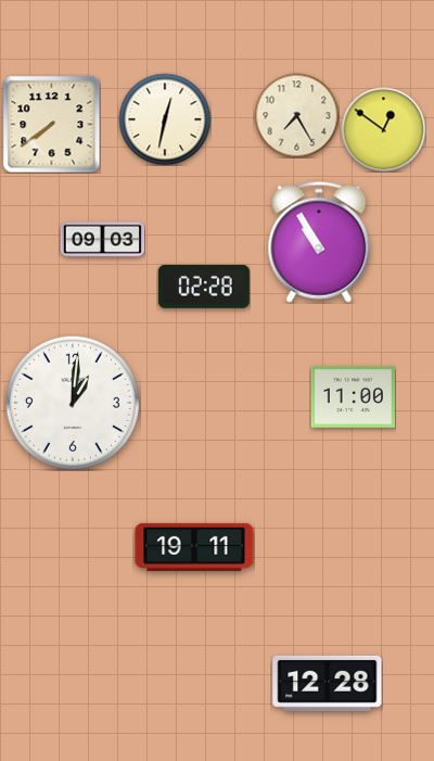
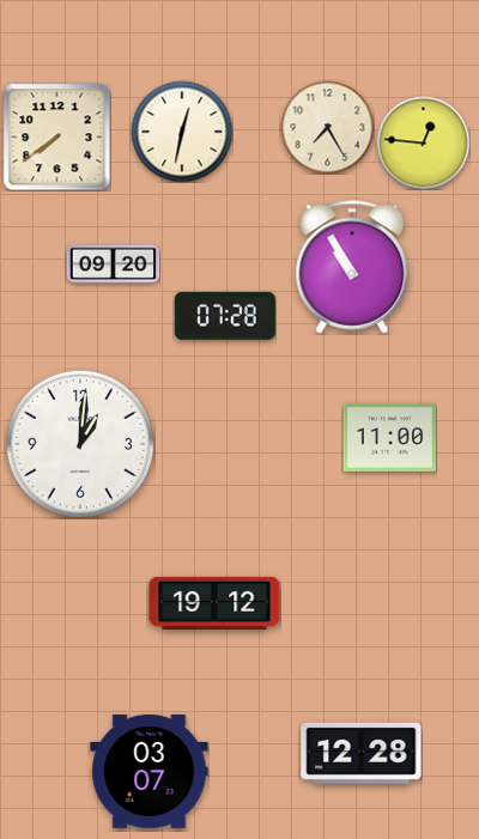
clock at (383, 129): 12:51 -> 12:46
clock at (102, 240): 09:03 -> 09:20
clock at (204, 287): 02:28 -> 07:28
clock at (194, 547): 19:11 -> 19:12
clock at (150, 771): none -> 03:07
